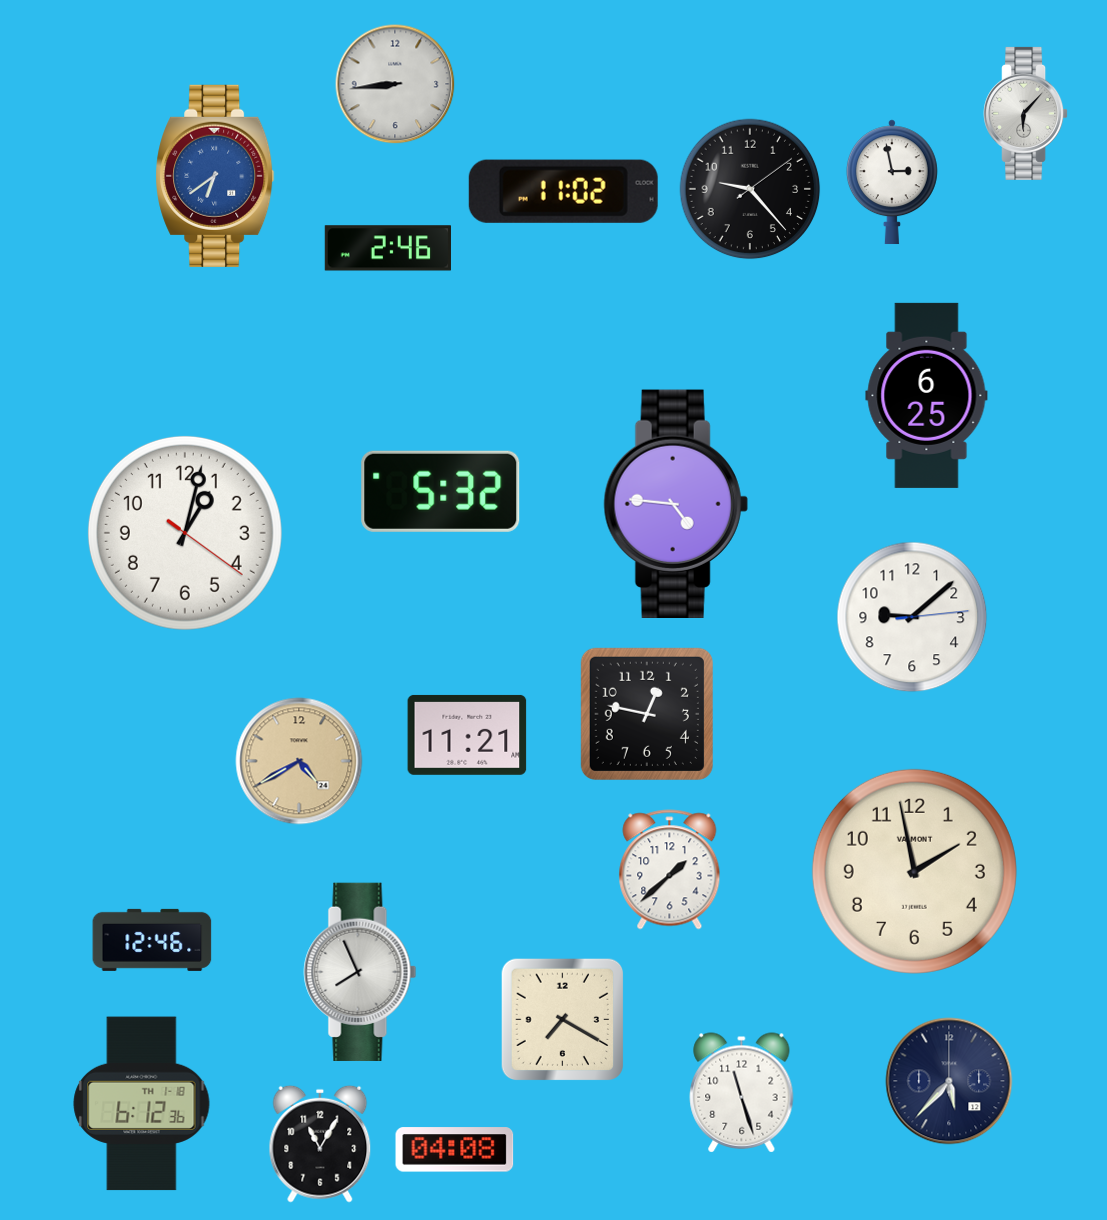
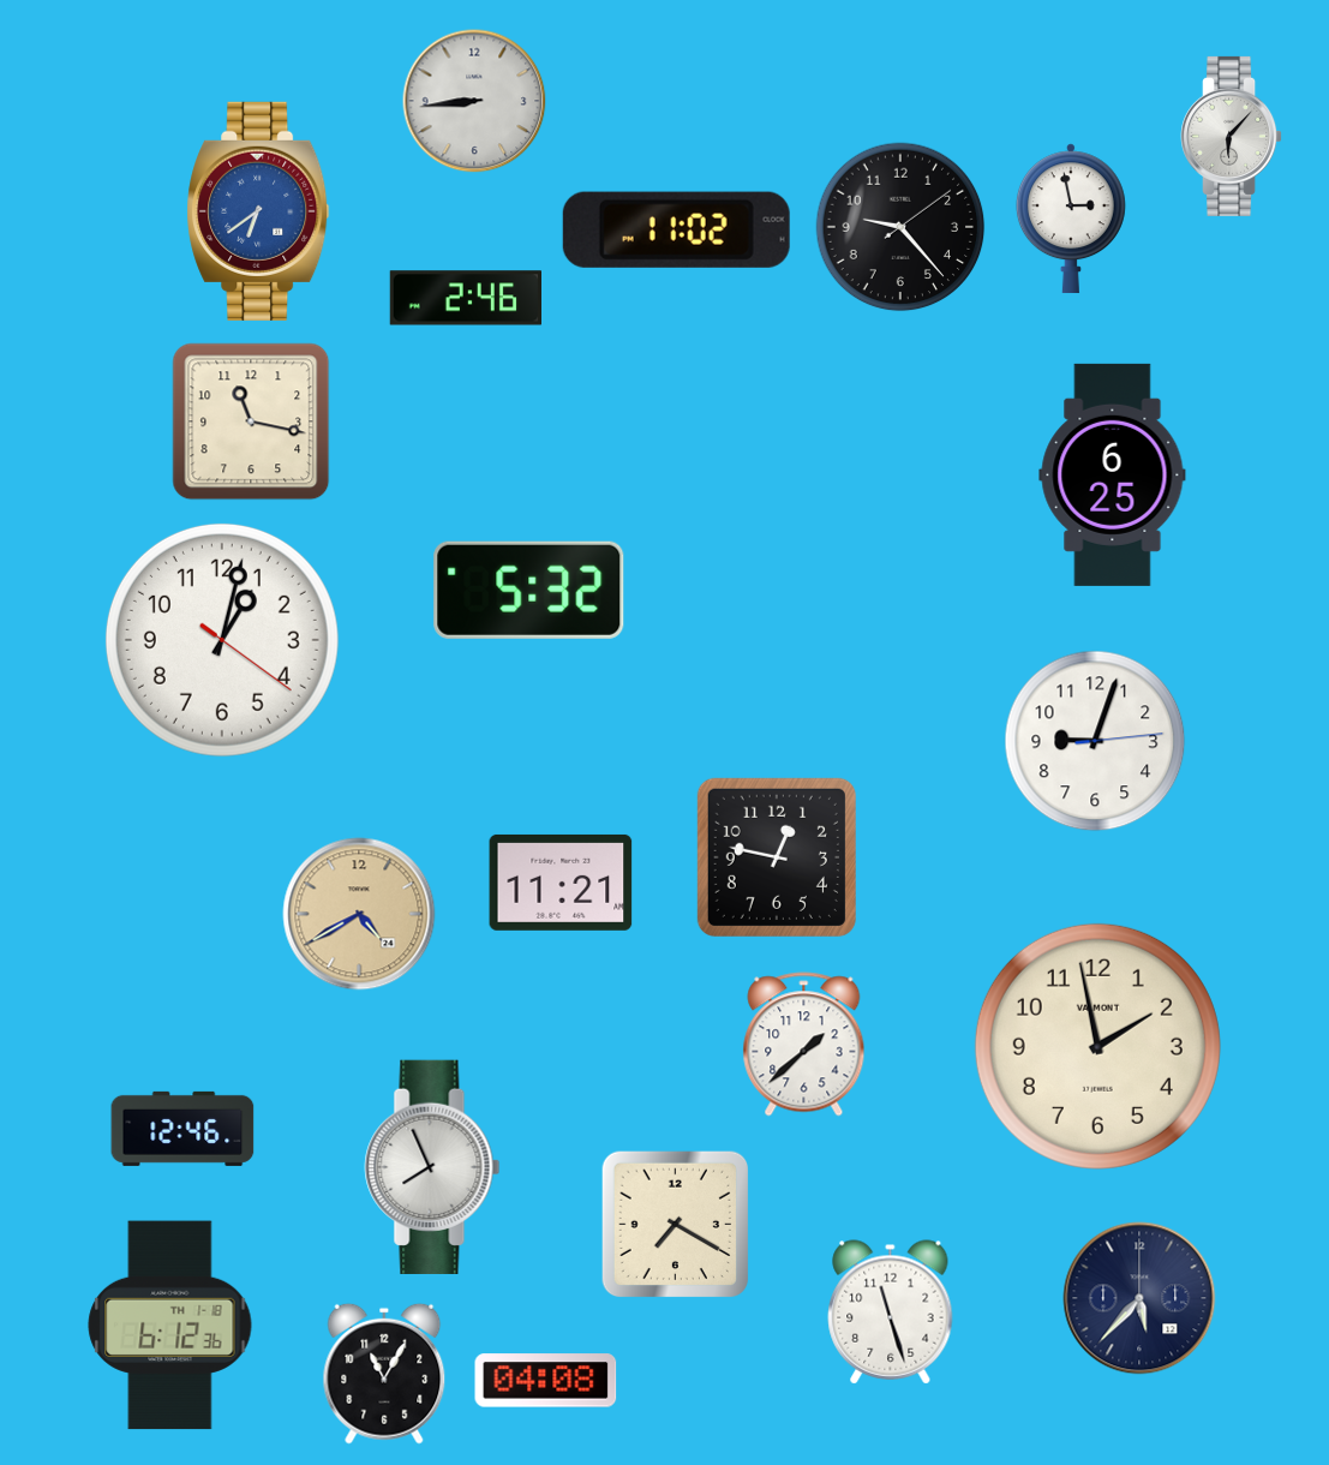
clock at (251, 421): none -> 11:17
clock at (676, 503): 4:46 -> none
clock at (912, 617): 9:08 -> 9:03
